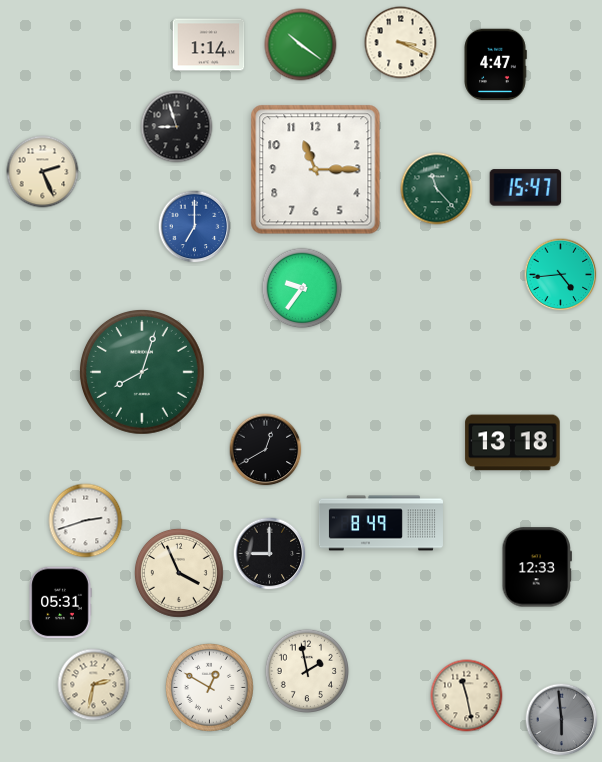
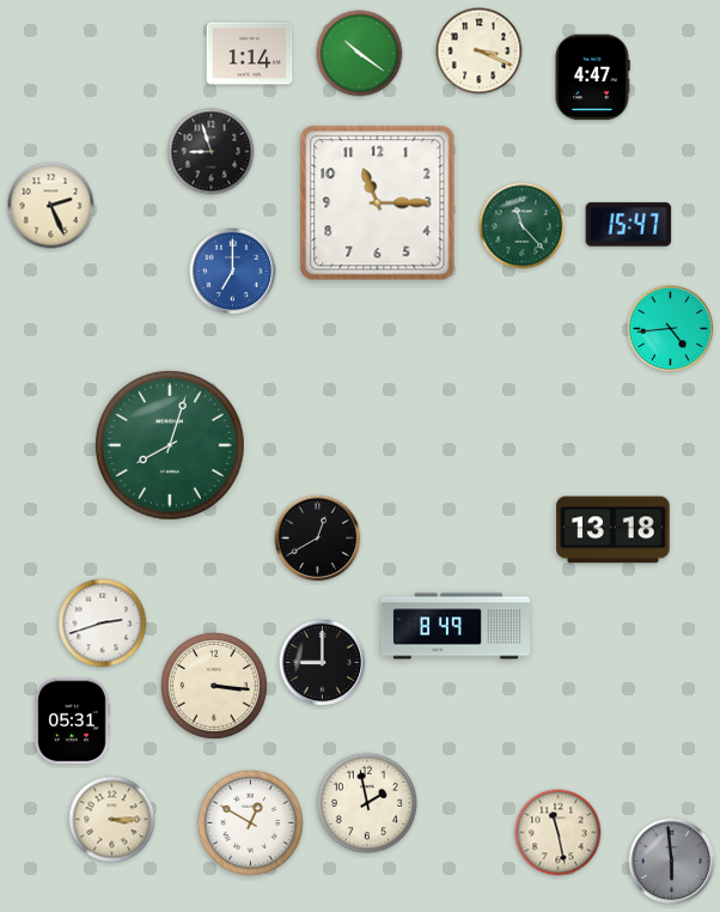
clock at (302, 288): 9:36 -> none
clock at (536, 567): 12:33 -> none
clock at (179, 573): 3:56 -> 3:16
clock at (94, 685): 2:32 -> 3:15
